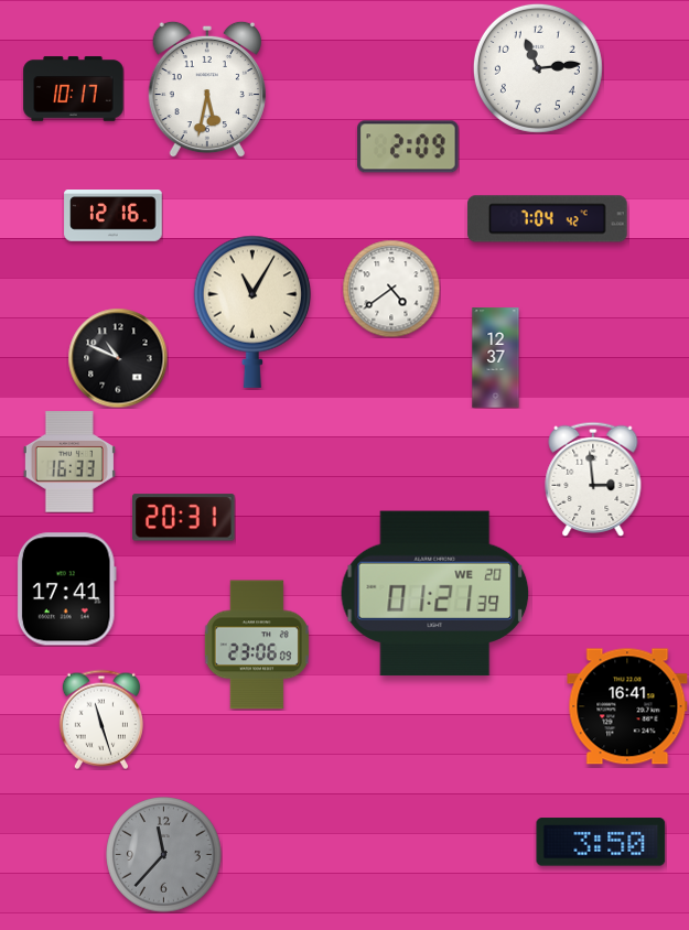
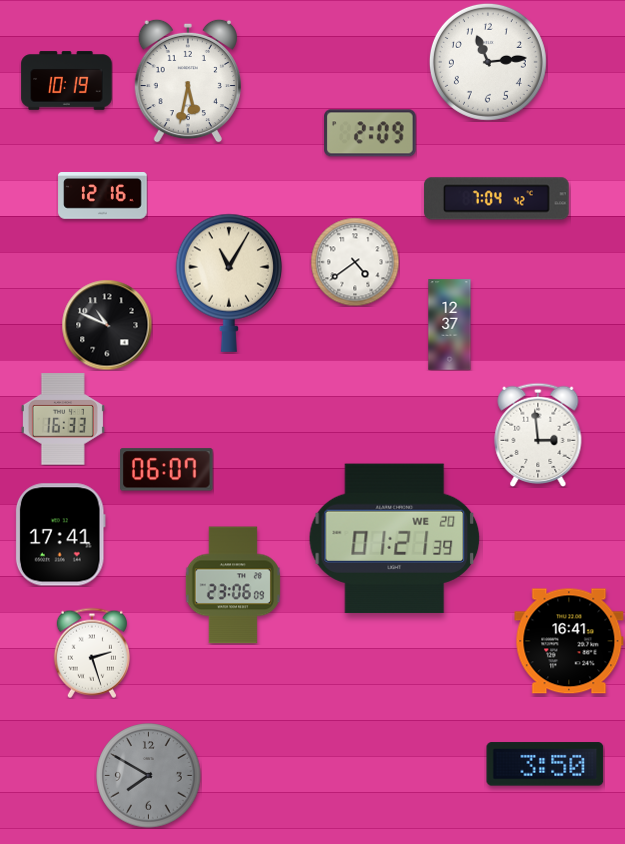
clock at (74, 89): 10:17 -> 10:19
clock at (184, 518): 20:31 -> 06:07
clock at (101, 720): 11:27 -> 2:27
clock at (164, 855): 11:37 -> 7:50
